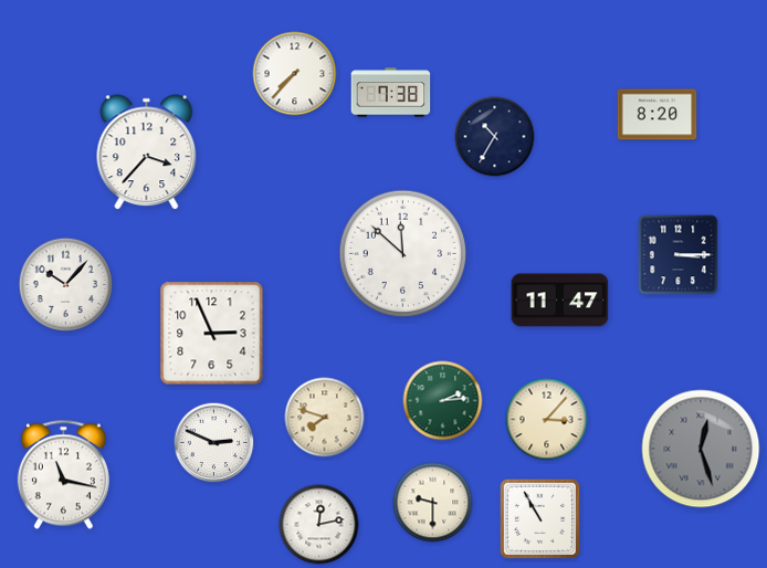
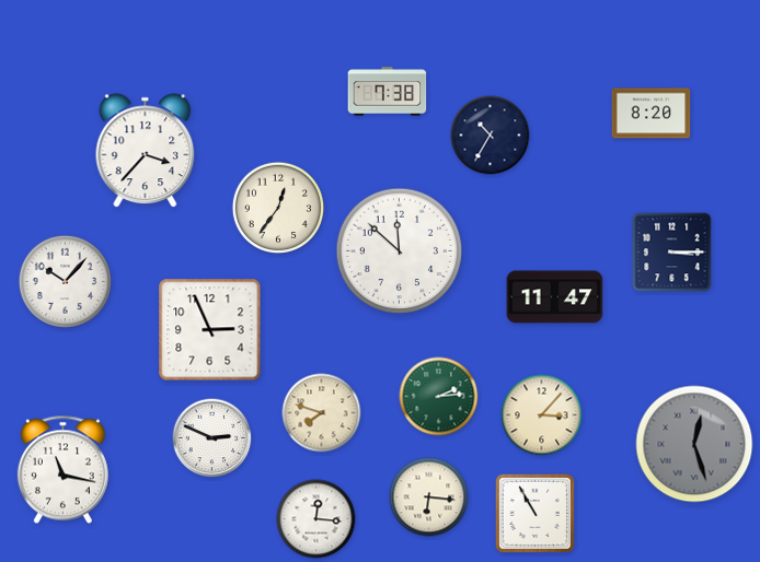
clock at (295, 74): 7:37 -> none
clock at (277, 207): none -> 12:36
clock at (433, 503): 9:30 -> 6:16
clock at (319, 525): 12:13 -> 12:16
